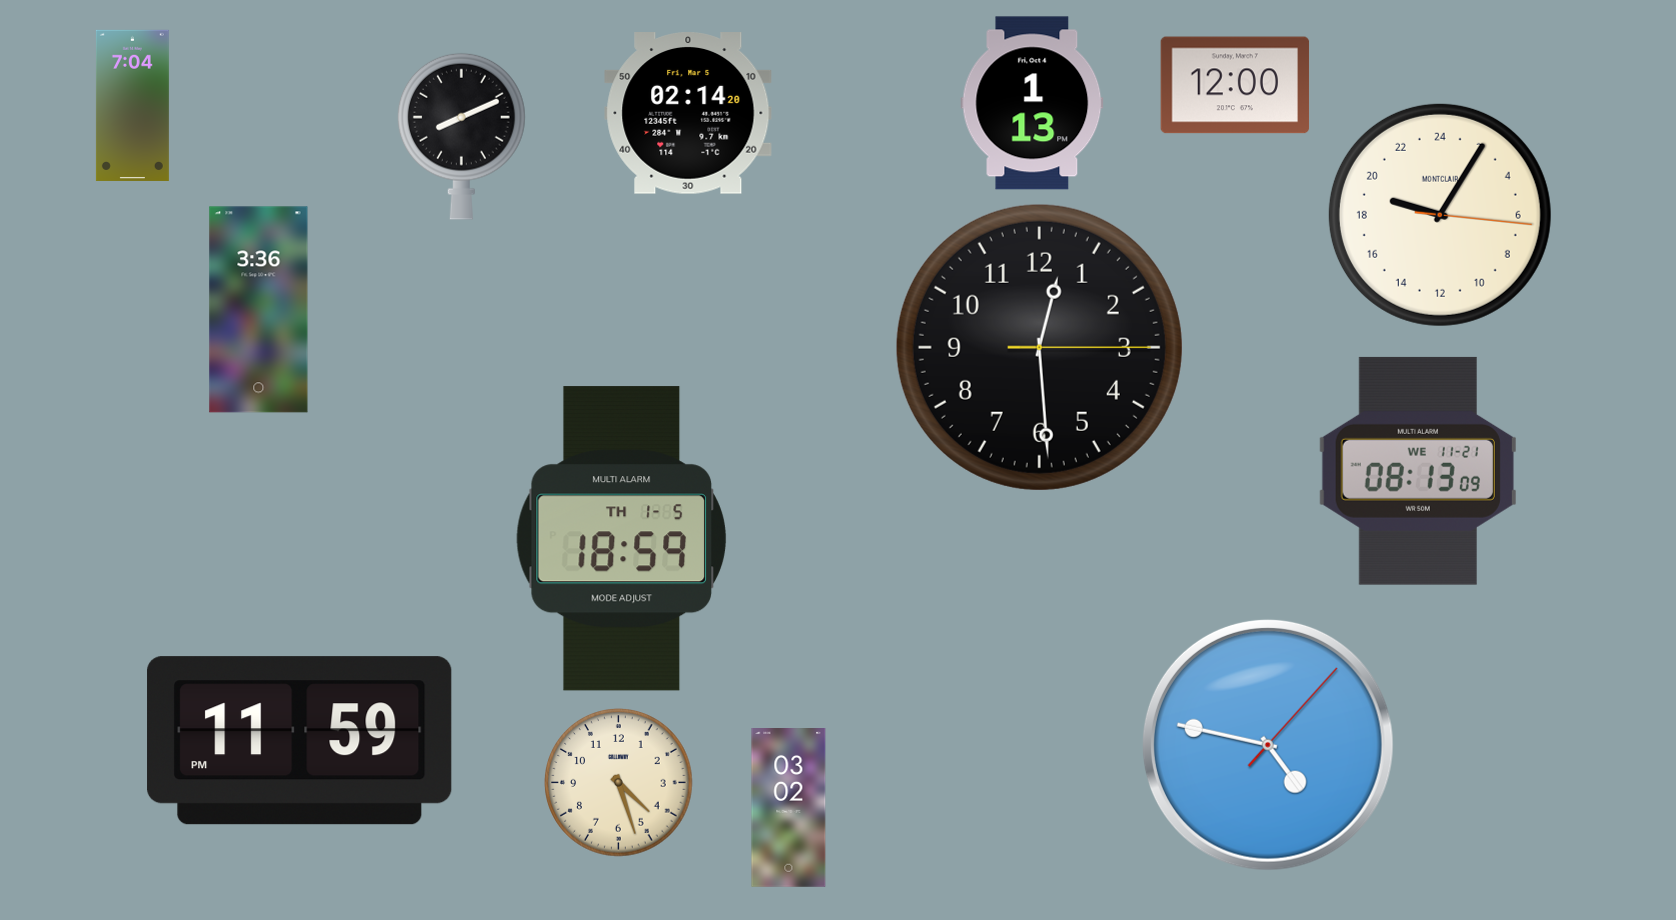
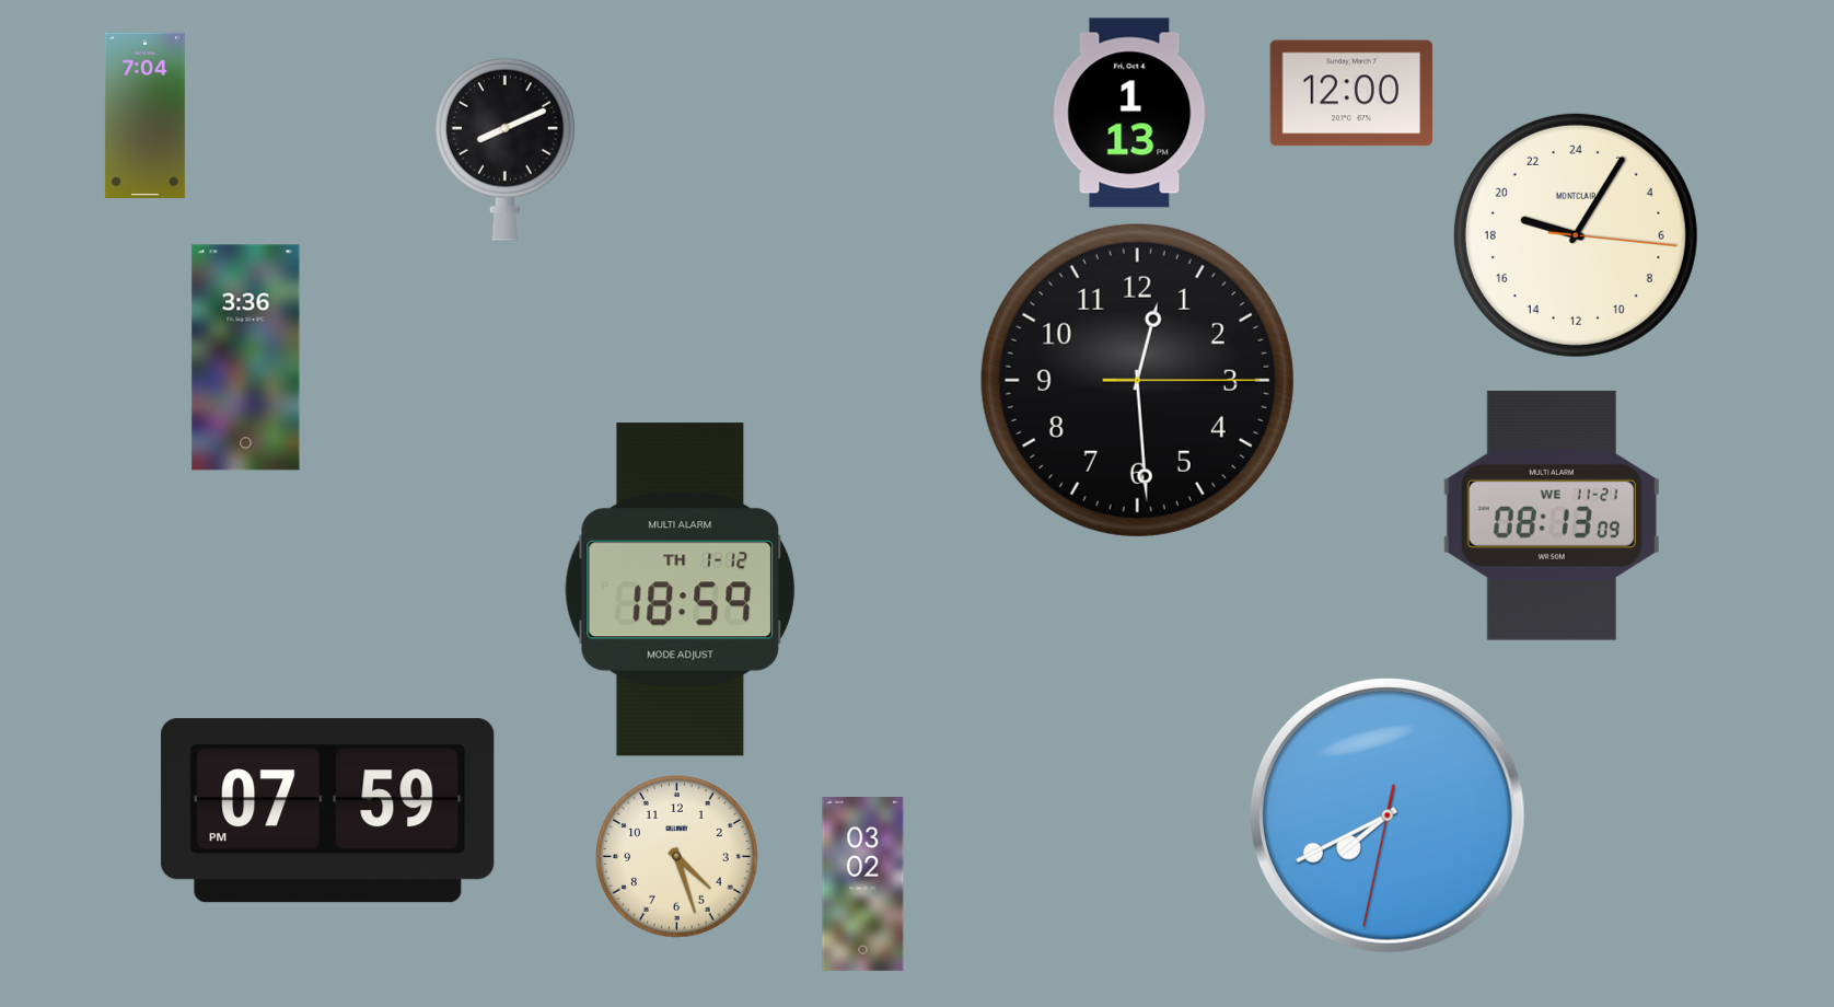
clock at (688, 113): 02:14 -> none
clock at (259, 310) position: (259, 310) -> (246, 358)
clock at (621, 539) date: TH 1-5 -> TH 1-12
clock at (300, 741): 11:59 -> 07:59
clock at (1268, 745): 4:47 -> 7:40
